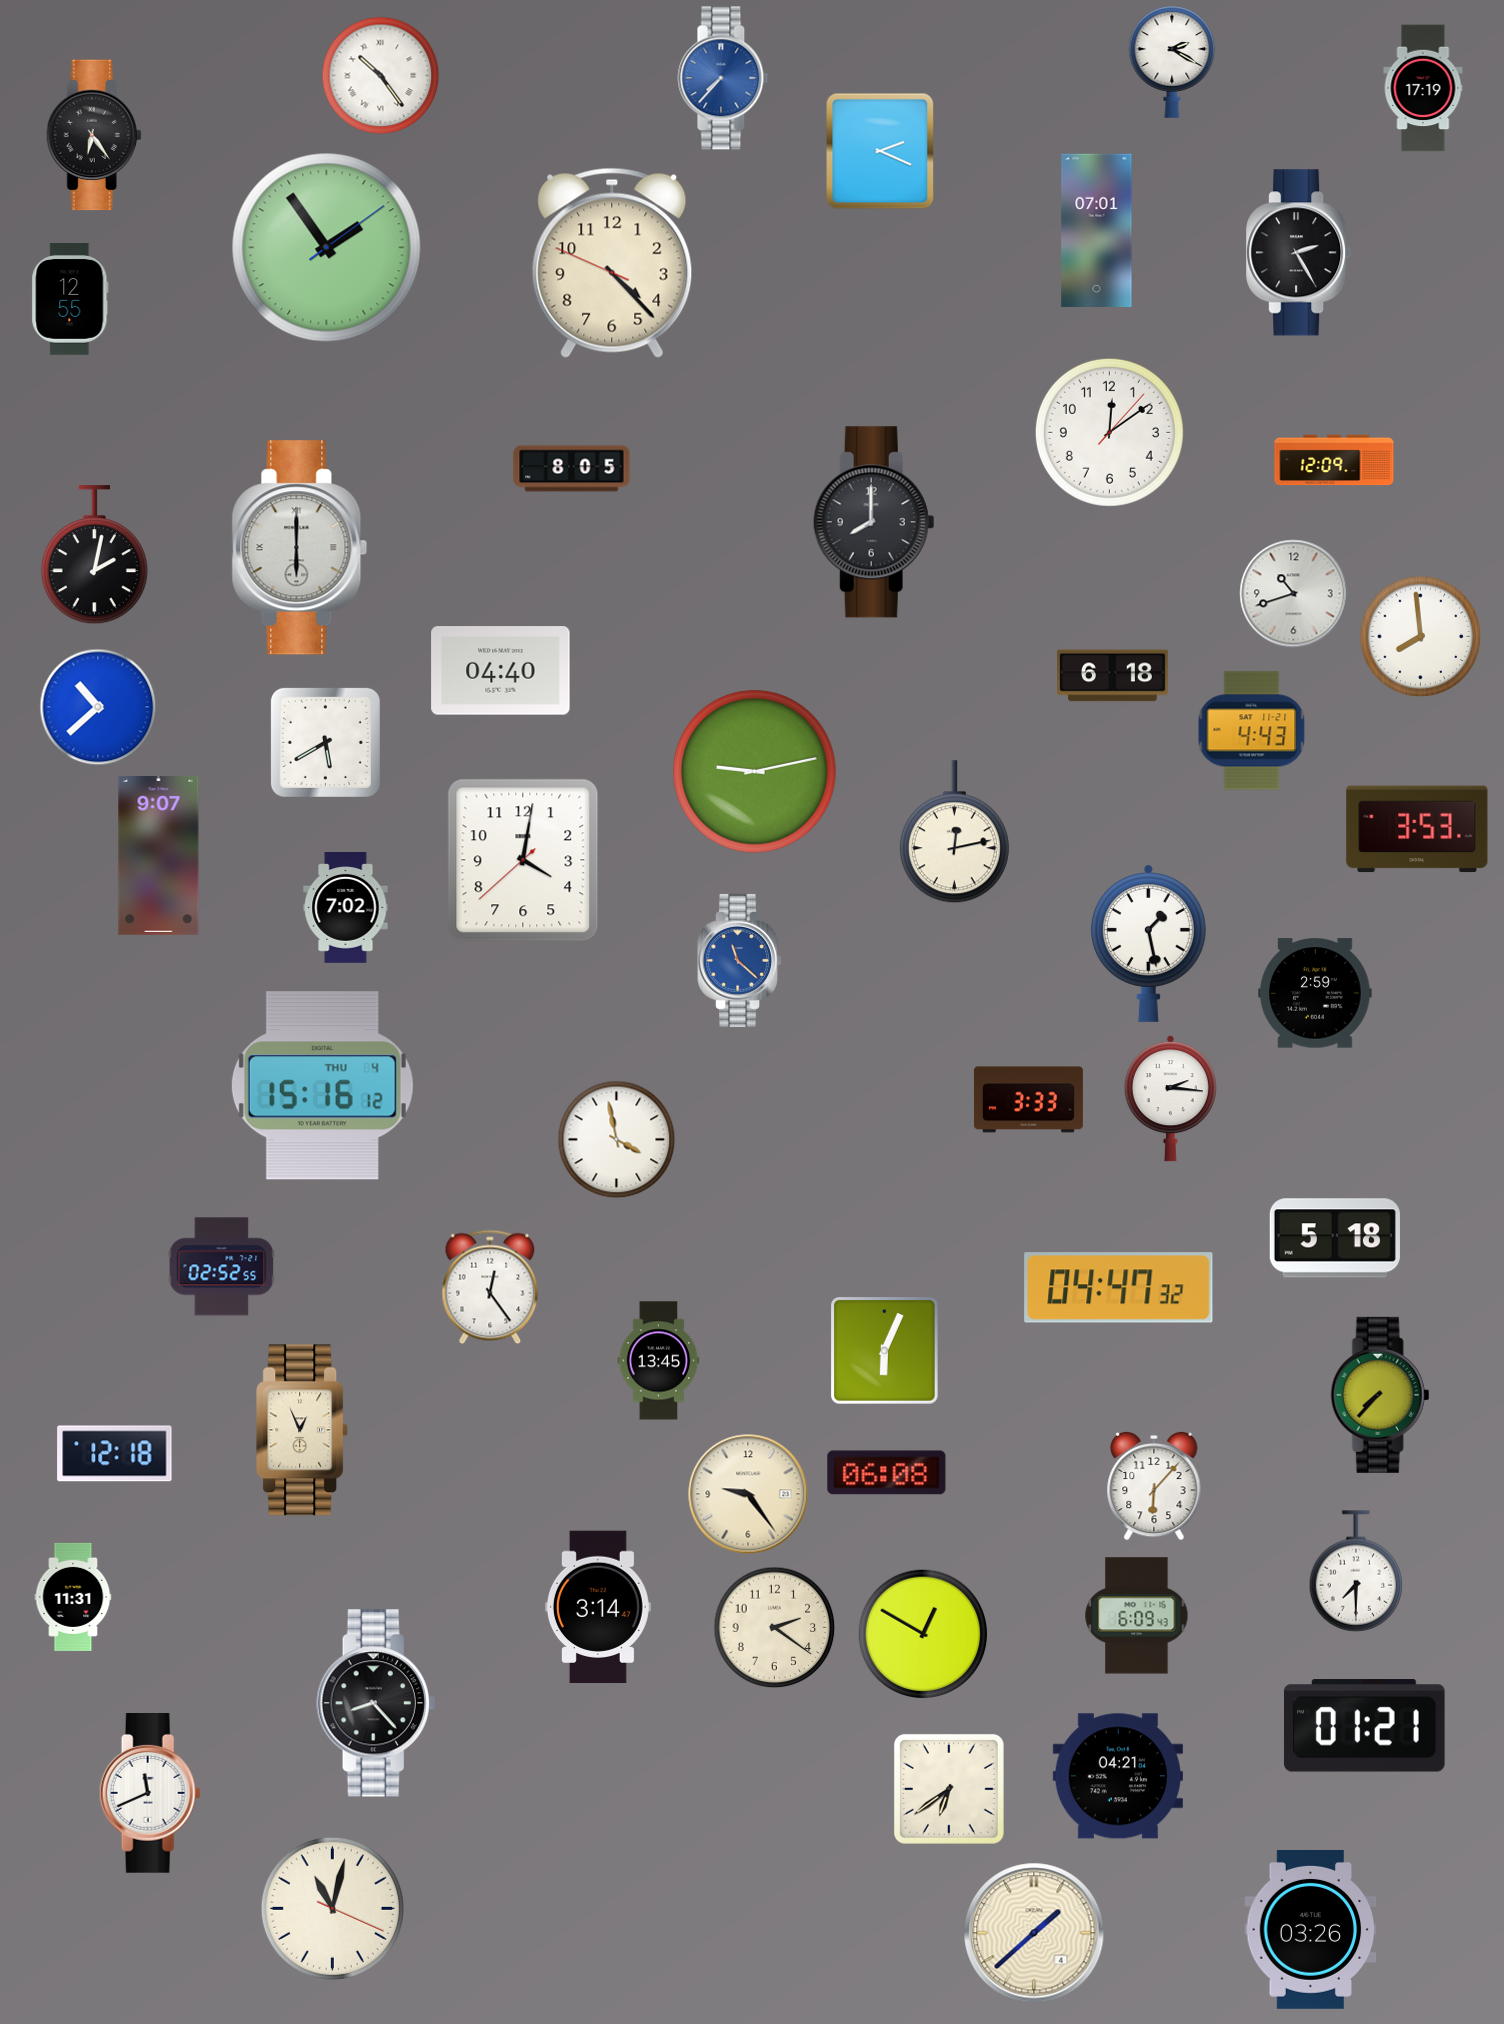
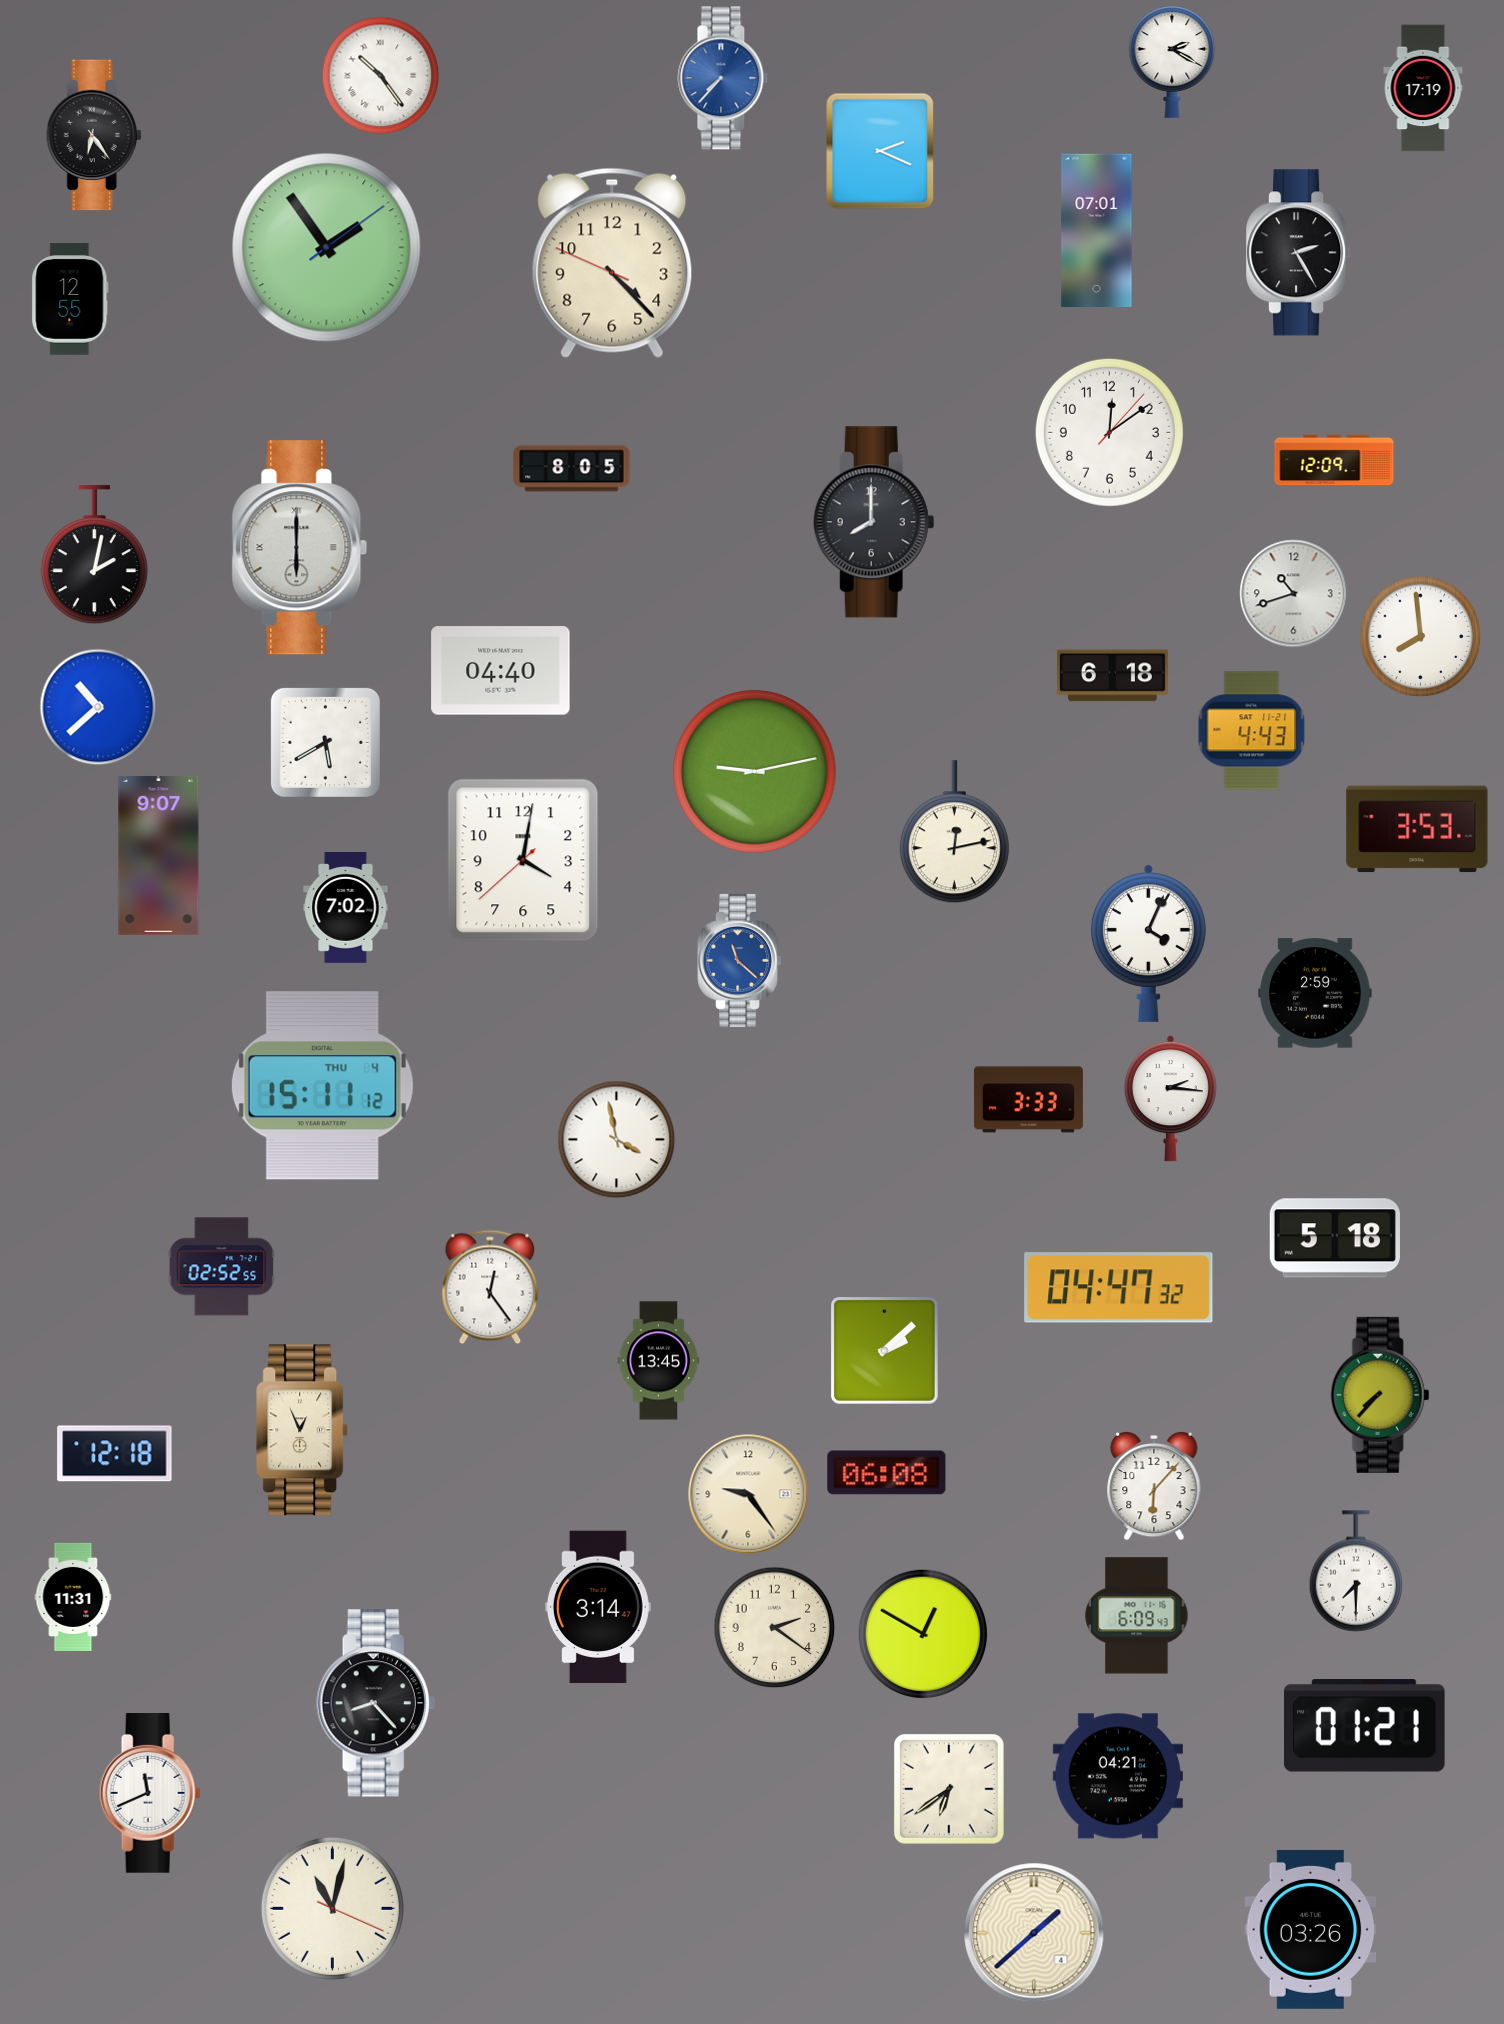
clock at (1148, 944): 1:28 -> 4:04
clock at (322, 1086): 15:16 -> 15:11
clock at (885, 1351): 6:04 -> 2:08
